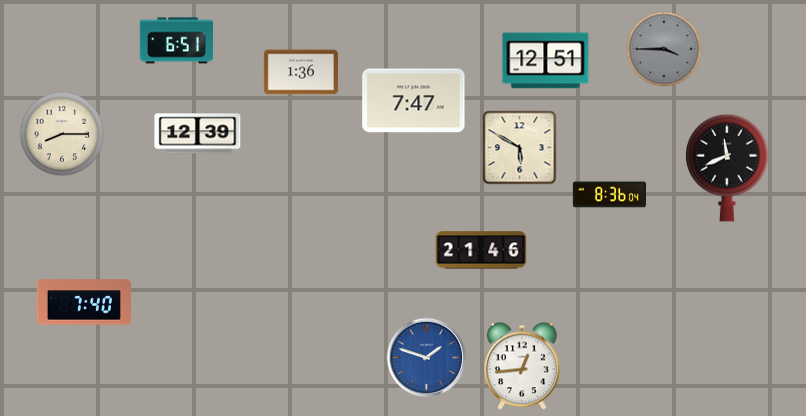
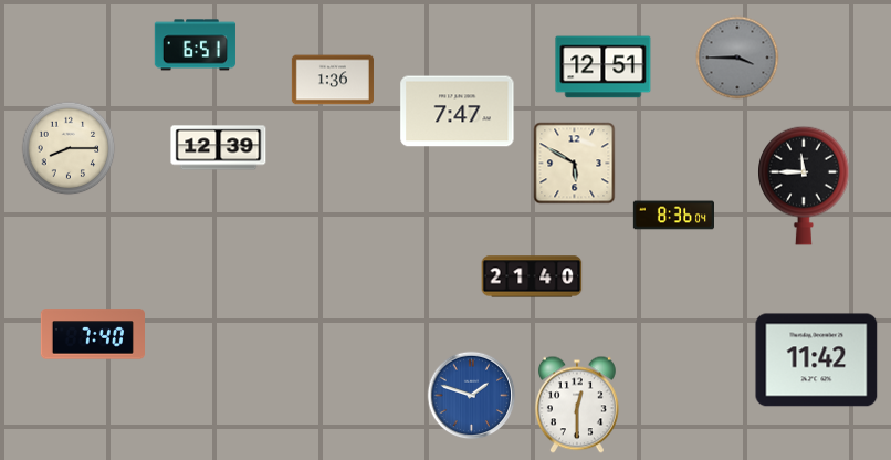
clock at (664, 49) position: (664, 49) -> (737, 57)
clock at (727, 168): 11:41 -> 11:45
clock at (481, 250): 21:46 -> 21:40
clock at (817, 360): none -> 11:42
clock at (522, 366): 12:44 -> 12:30
